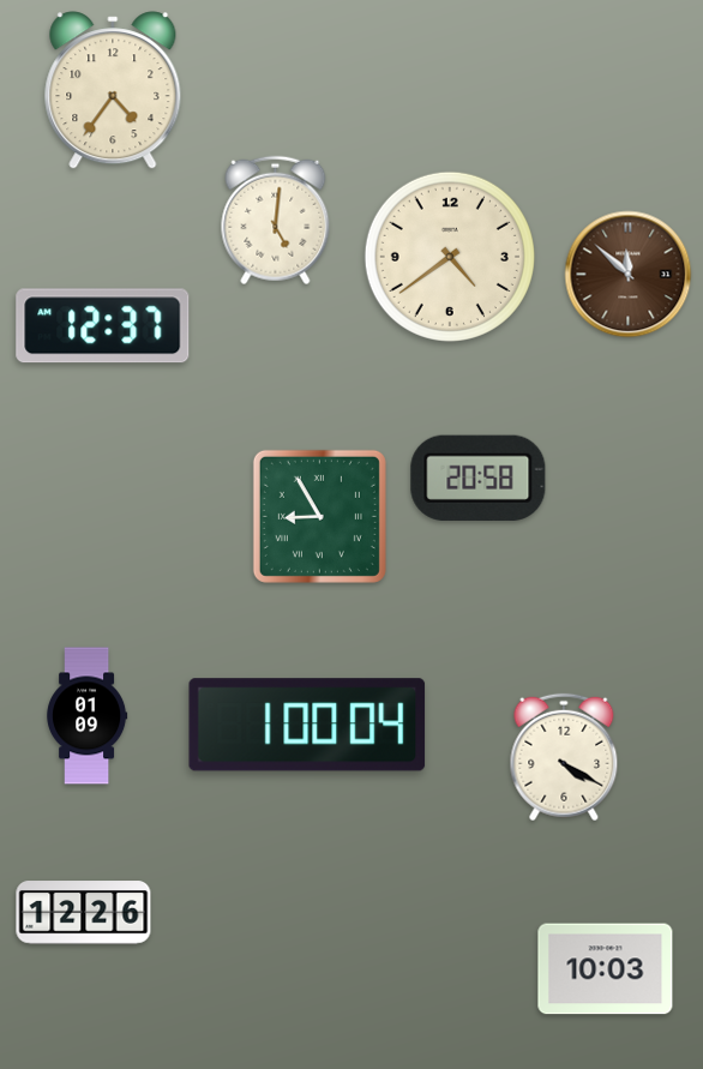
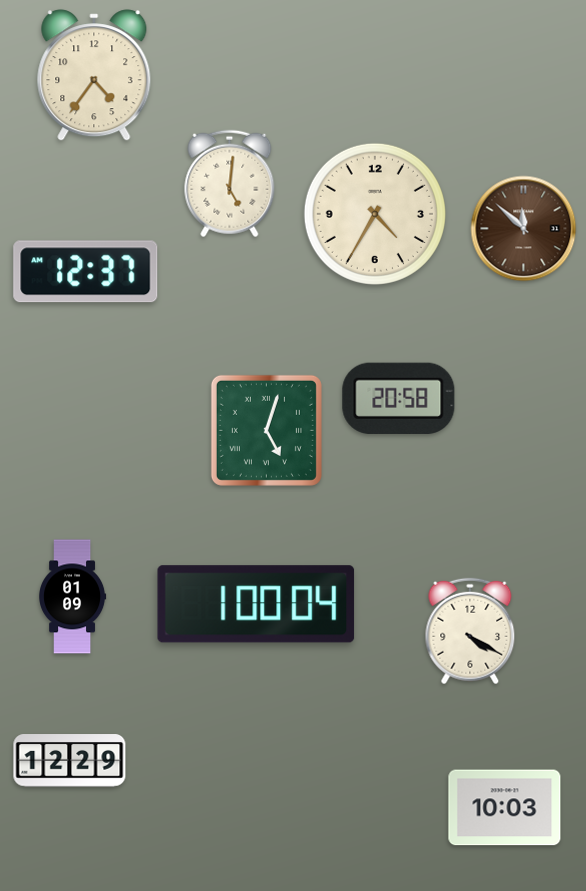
clock at (450, 257): 4:39 -> 4:35
clock at (319, 516): 8:55 -> 5:03
clock at (84, 913): 12:26 -> 12:29
